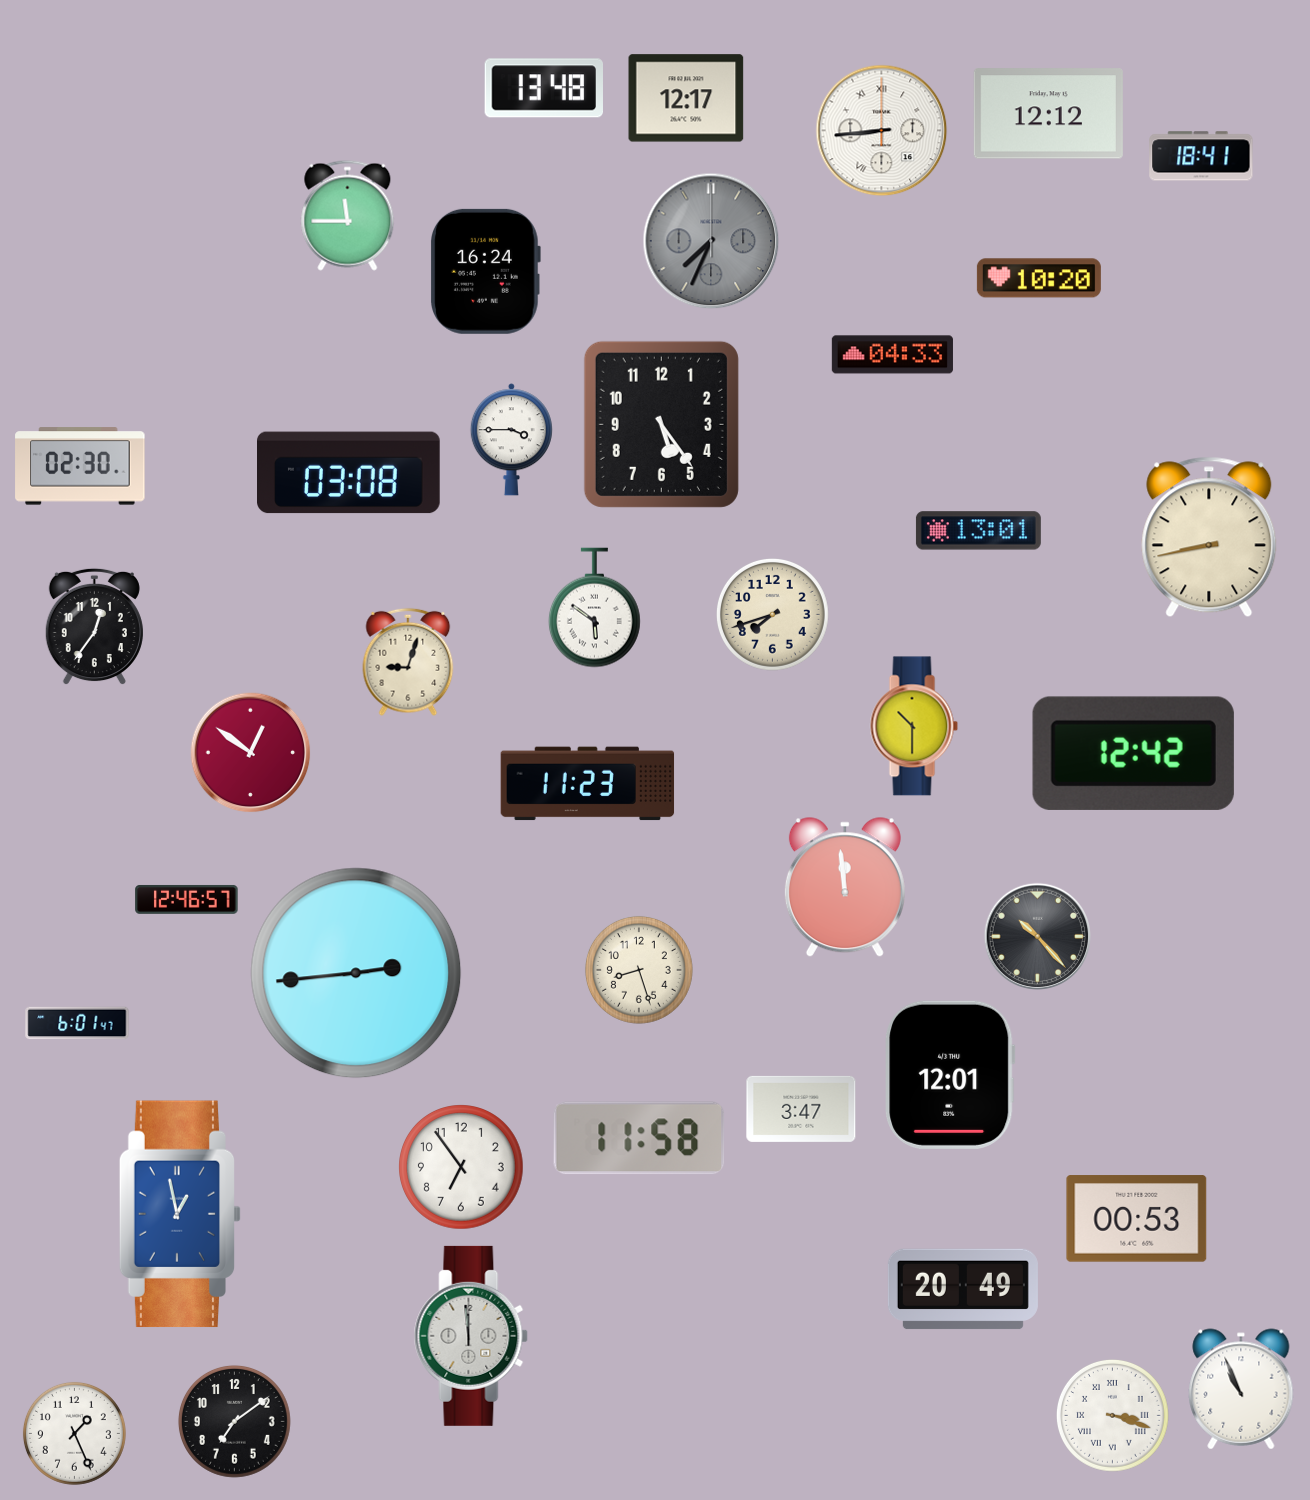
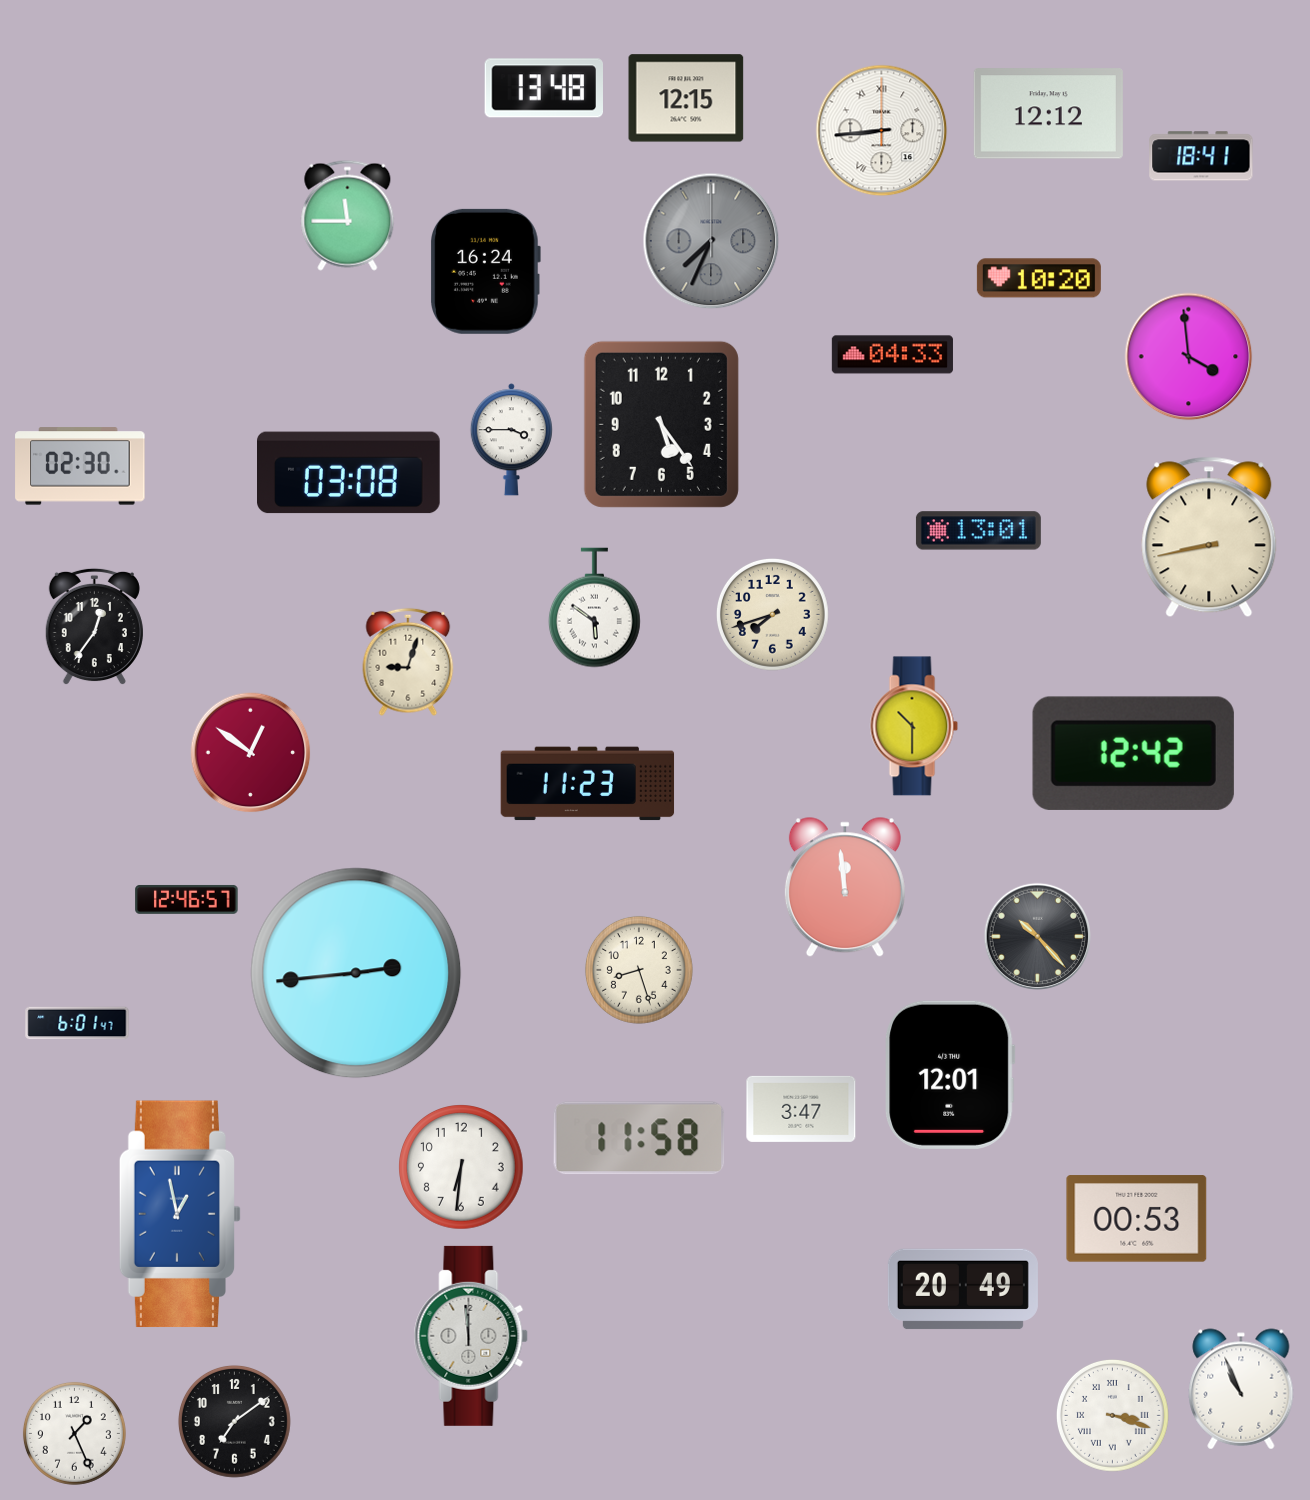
clock at (686, 98): 12:17 -> 12:15
clock at (1189, 357): none -> 3:59
clock at (461, 1167): 6:54 -> 6:31
